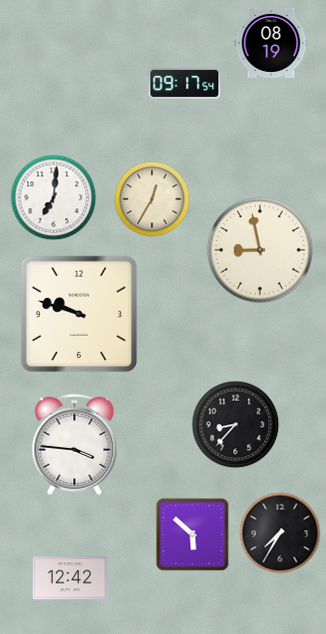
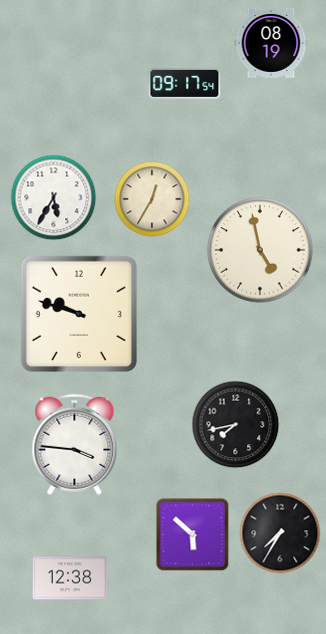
clock at (54, 198): 7:01 -> 5:35
clock at (260, 250): 8:58 -> 4:58
clock at (236, 425): 8:37 -> 7:43
clock at (70, 578): 12:42 -> 12:38
